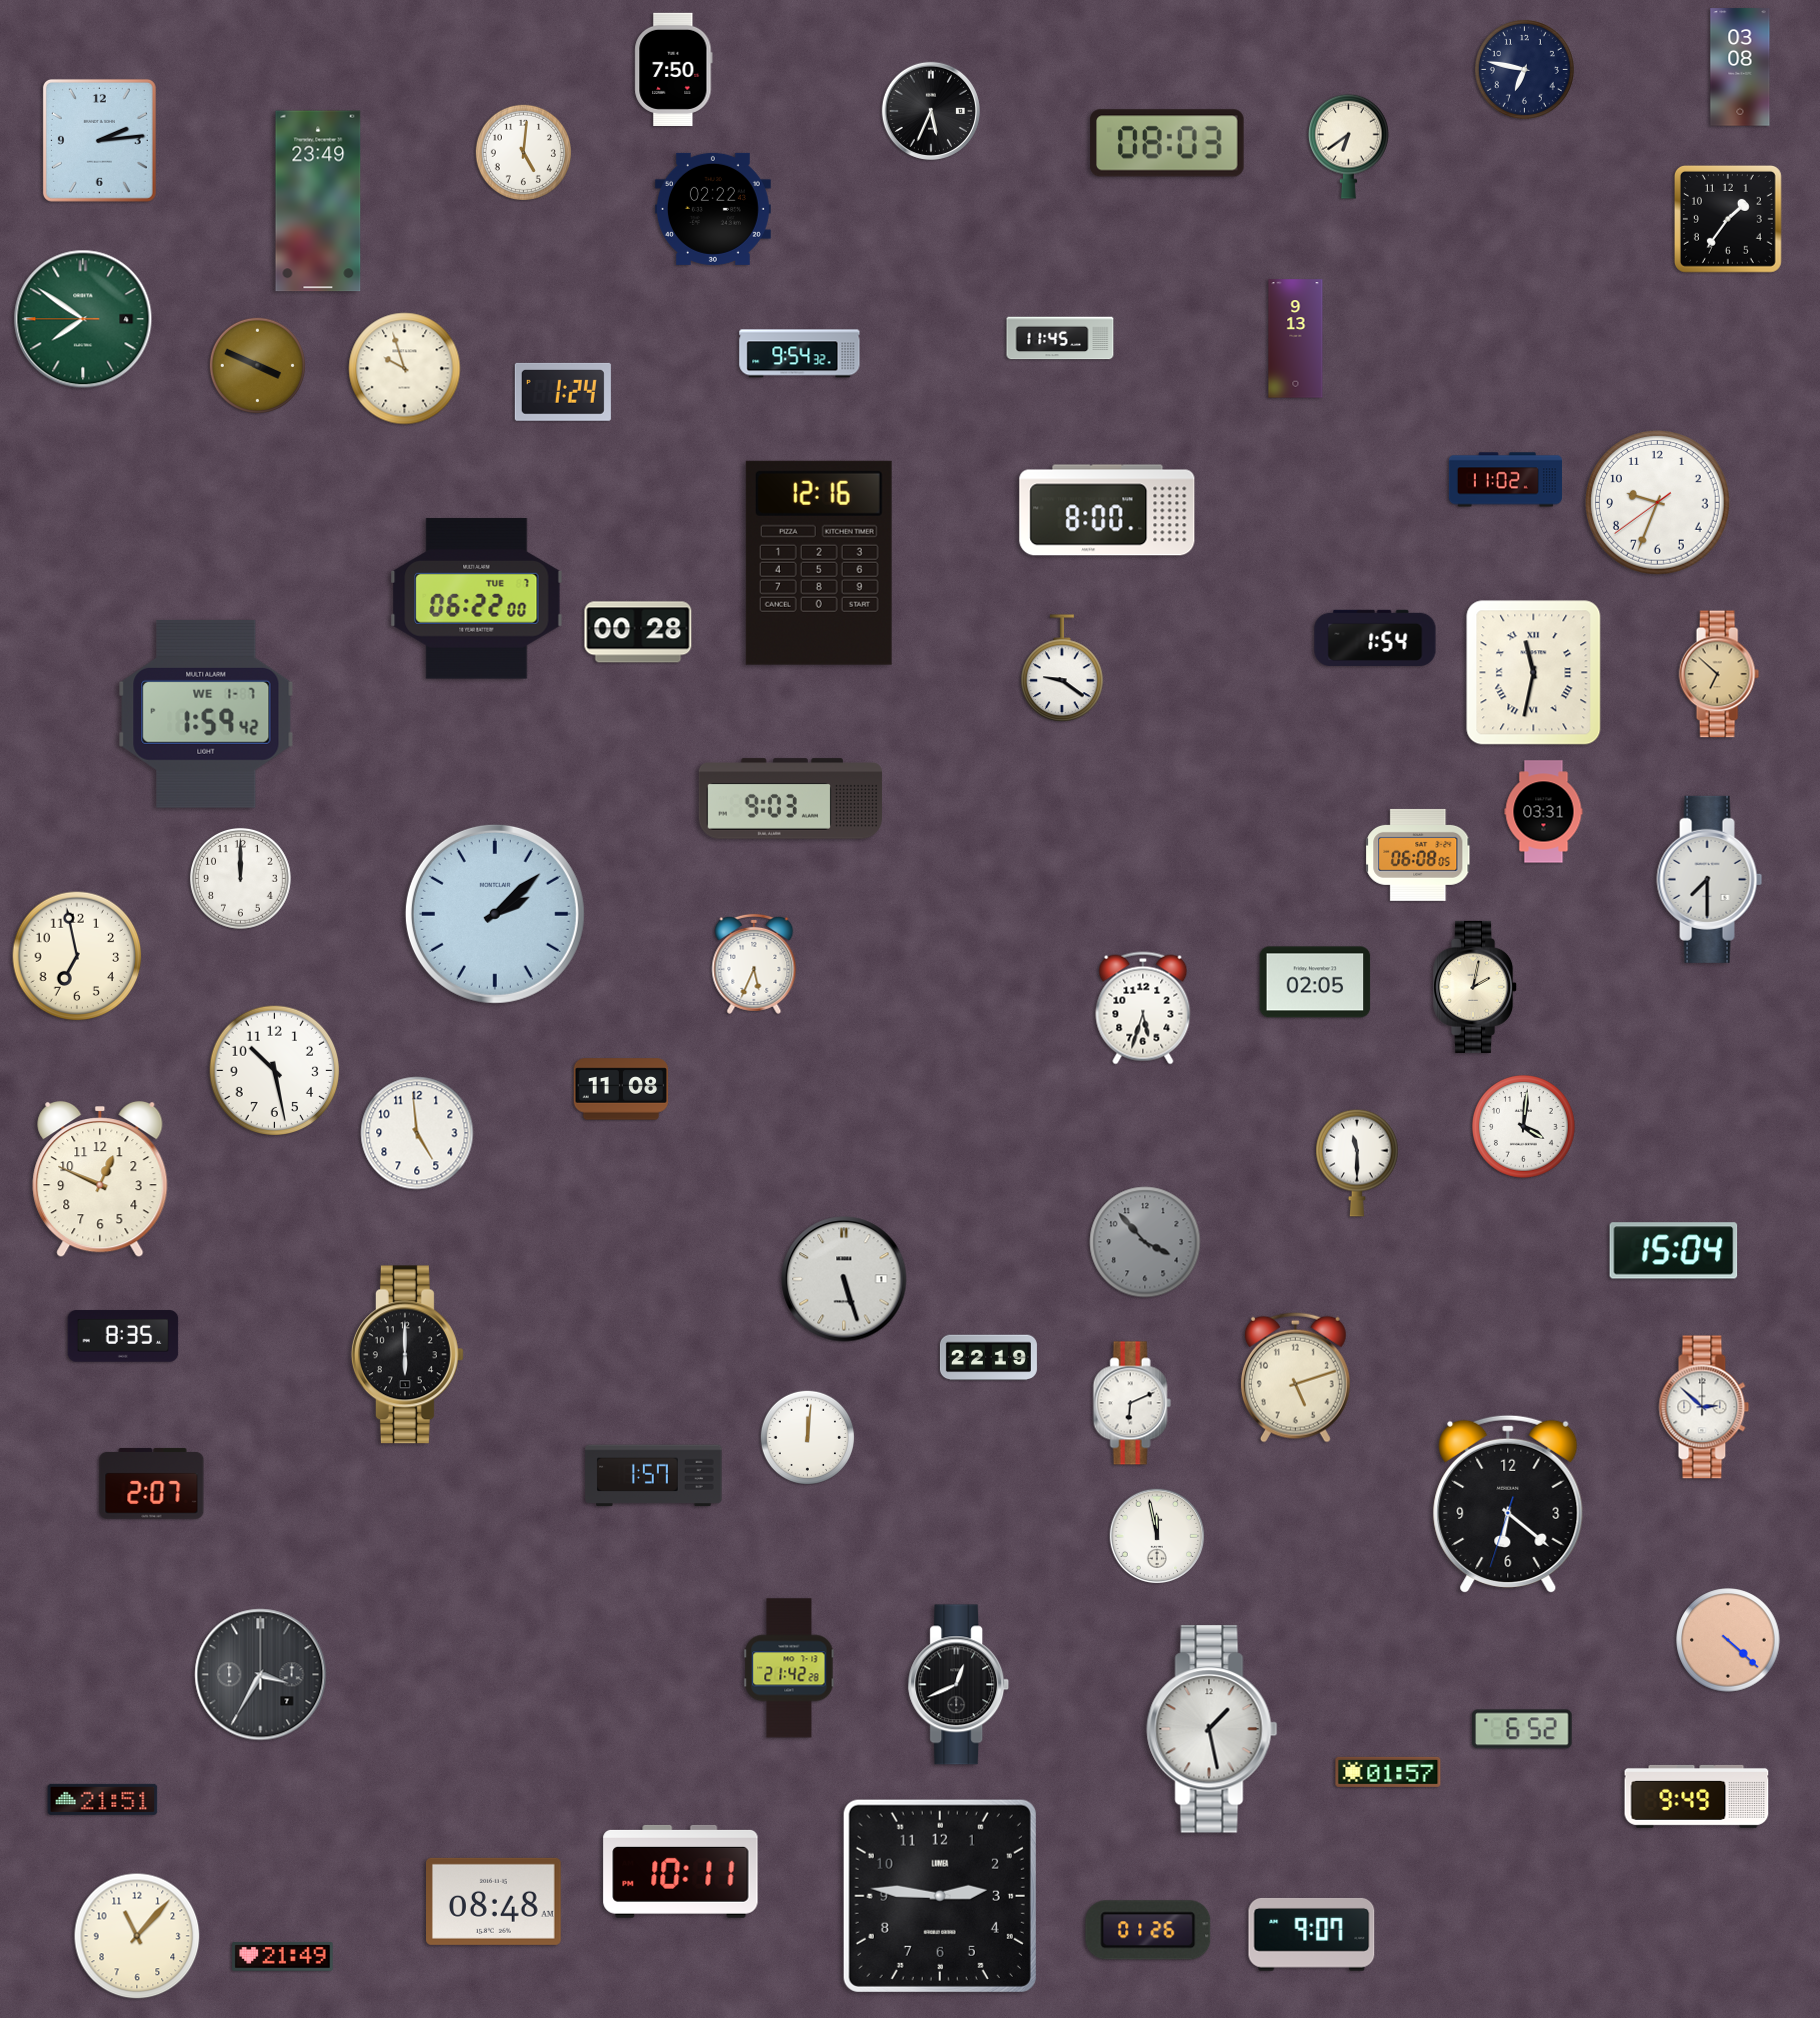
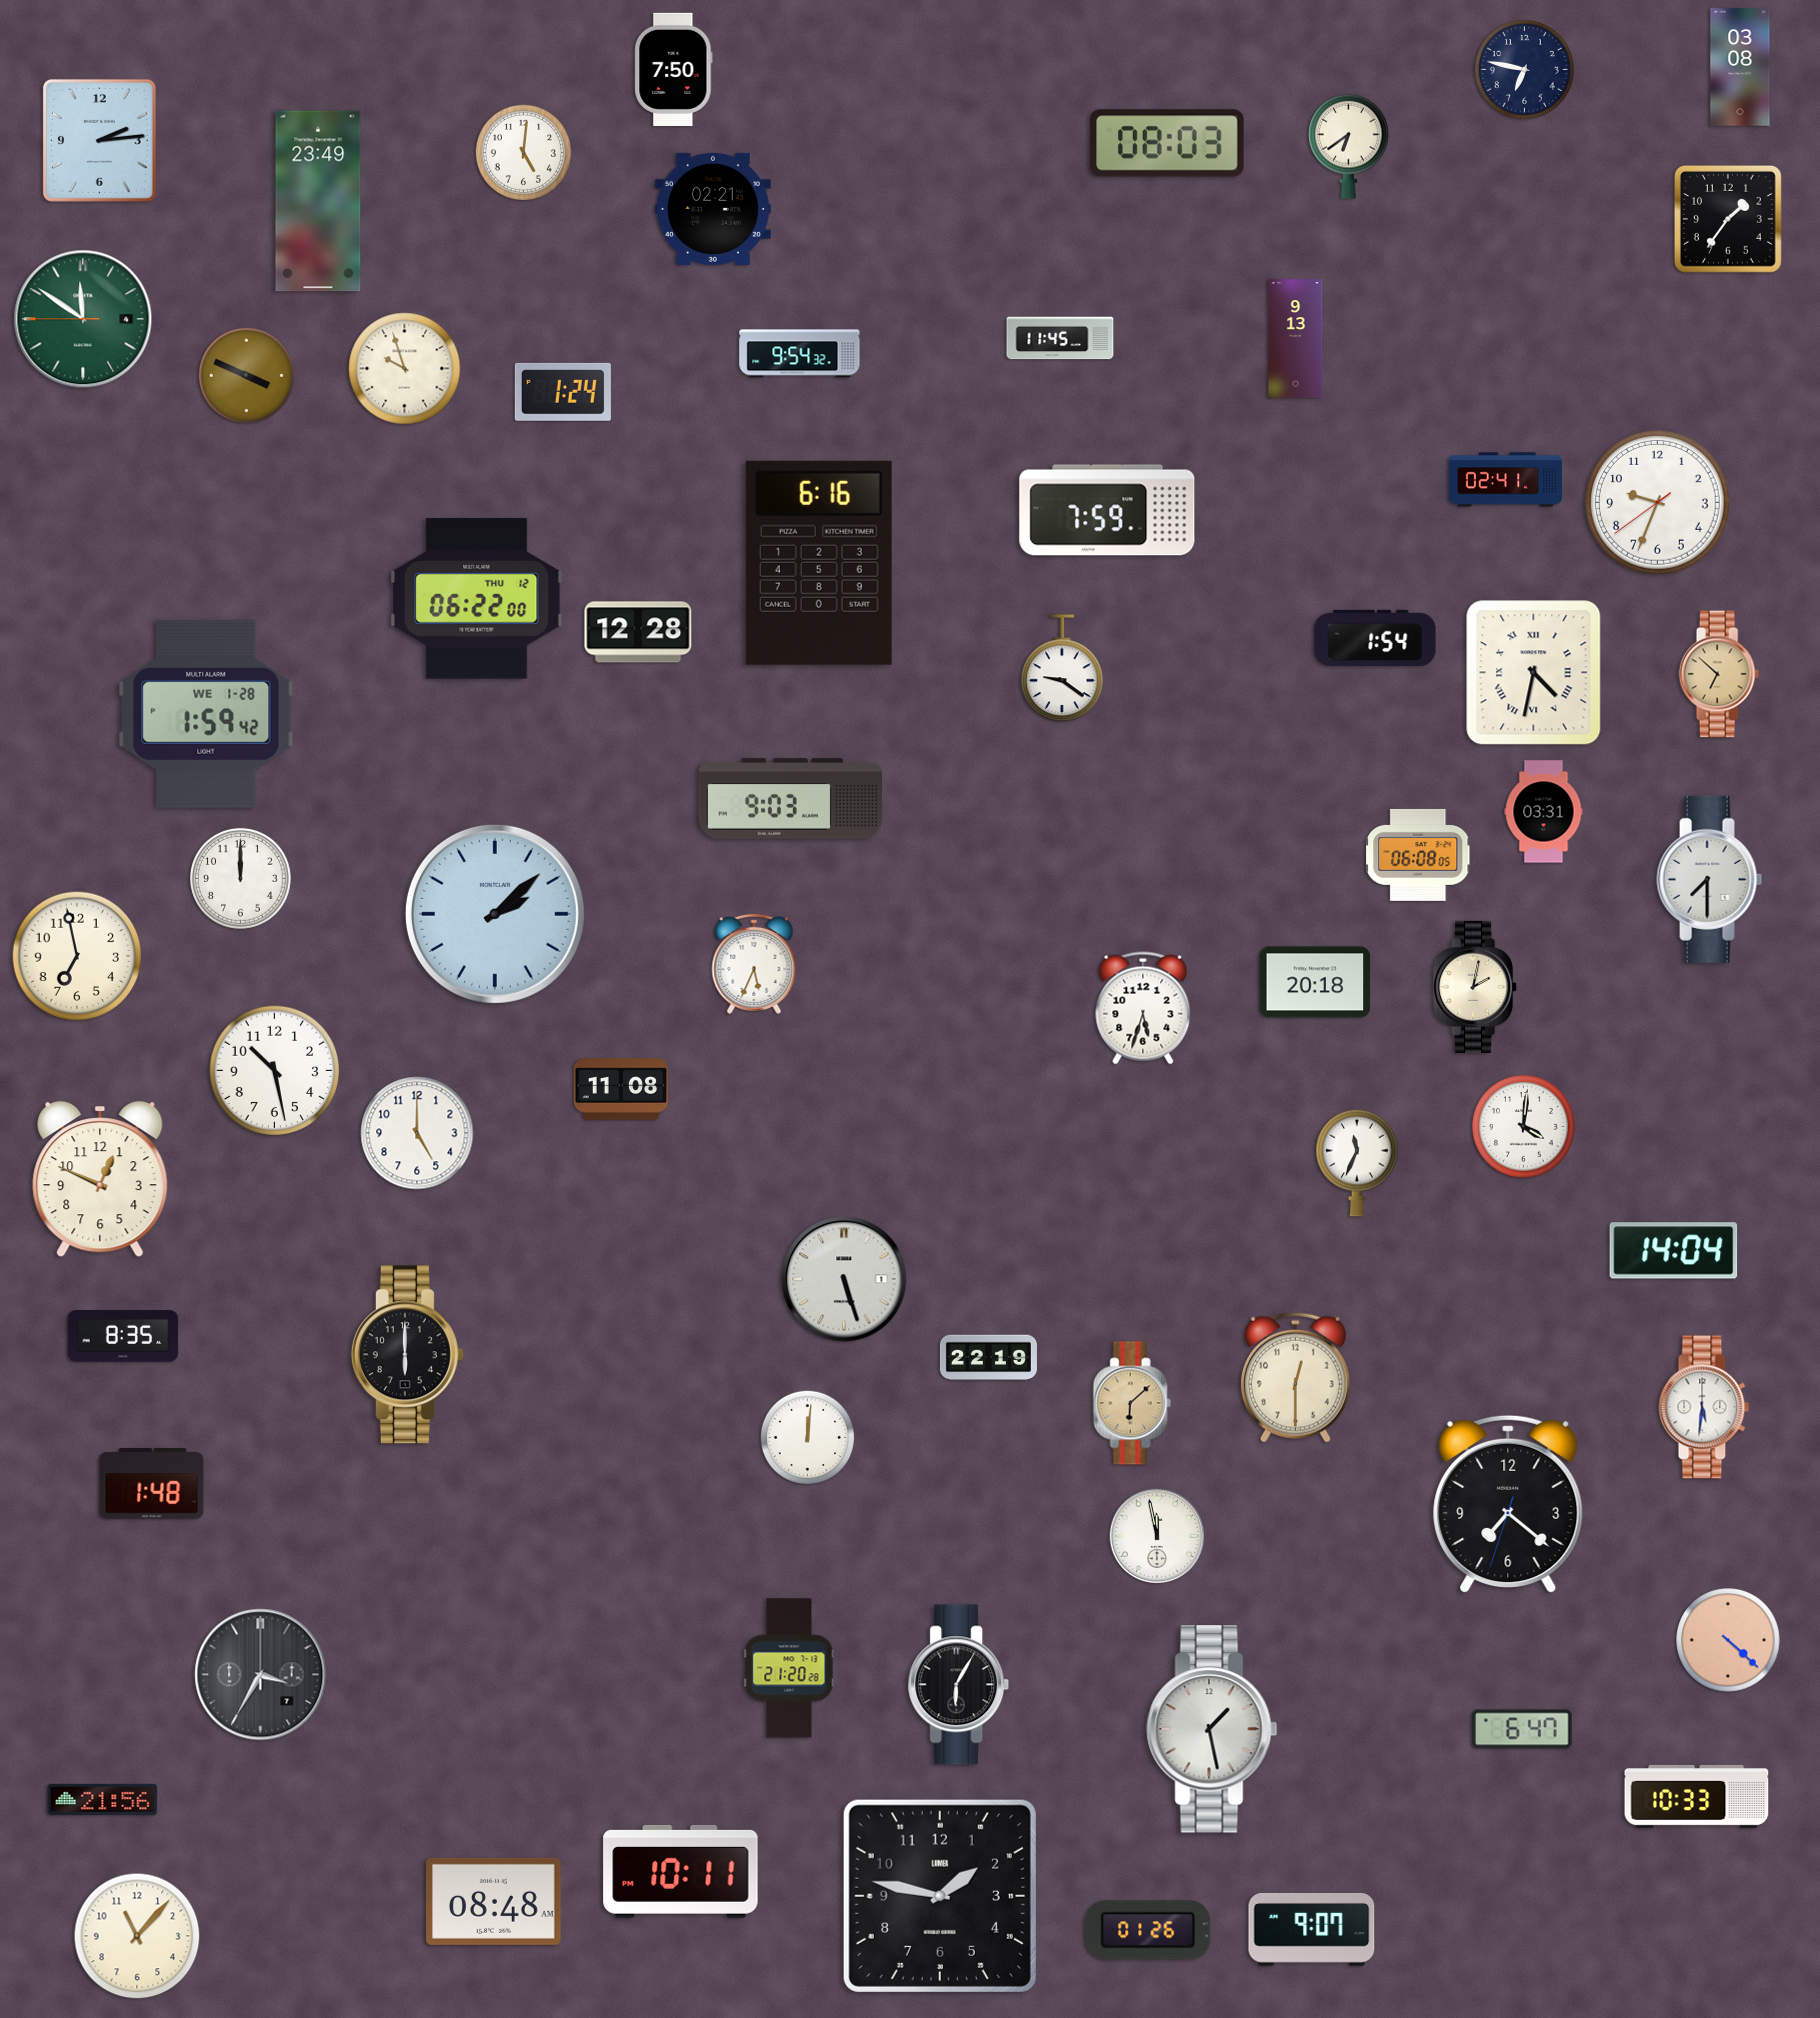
clock at (931, 111): 5:34 -> none
clock at (713, 209): 02:22 -> 02:21
clock at (83, 319): 7:50 -> 11:50
clock at (257, 365) position: (257, 365) -> (246, 375)
clock at (1505, 480): 11:02 -> 02:41
clock at (1107, 510): 8:00 -> 7:59
clock at (819, 563): 12:16 -> 6:16
clock at (477, 599) date: TUE 7 -> THU 12
clock at (638, 632): 00:28 -> 12:28
clock at (1534, 673): 11:32 -> 4:32
clock at (206, 714) date: WE 1-7 -> WE 1-28
clock at (1315, 982): 02:05 -> 20:18
clock at (417, 1133): 4:59 -> 5:00
clock at (1357, 1163): 11:30 -> 11:34
clock at (1145, 1242): 3:53 -> none
clock at (1674, 1251): 15:04 -> 14:04
clock at (1295, 1377): 5:12 -> 12:30
clock at (1132, 1403): 6:11 -> 6:08
clock at (1132, 1403) dial: white -> champagne
clock at (1704, 1407): 2:52 -> 5:31
clock at (654, 1476): 1:57 -> none
clock at (152, 1483): 2:07 -> 1:48
clock at (1508, 1504): 6:21 -> 7:21
clock at (789, 1668): 21:42 -> 21:20
clock at (959, 1685): 12:41 -> 6:05
clock at (1523, 1729): 6:52 -> 6:47
clock at (1388, 1772): 01:57 -> none
clock at (1697, 1796): 9:49 -> 10:33
clock at (103, 1799): 21:51 -> 21:56
clock at (940, 1896): 2:46 -> 1:47
clock at (1312, 1934) position: (1312, 1934) -> (1312, 1929)
clock at (283, 1957): 21:49 -> none
